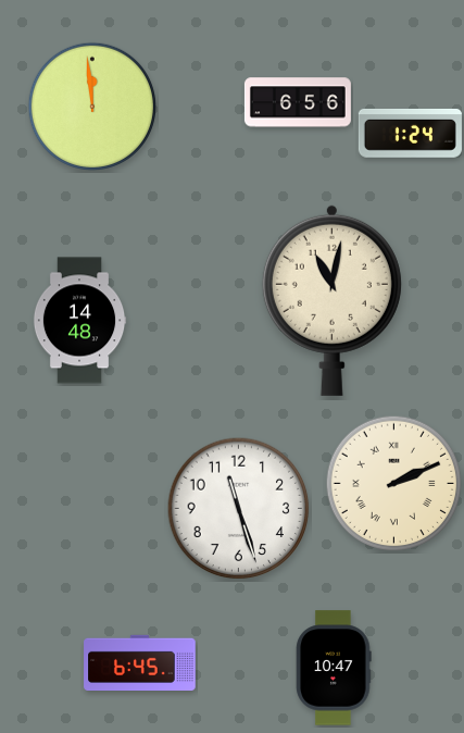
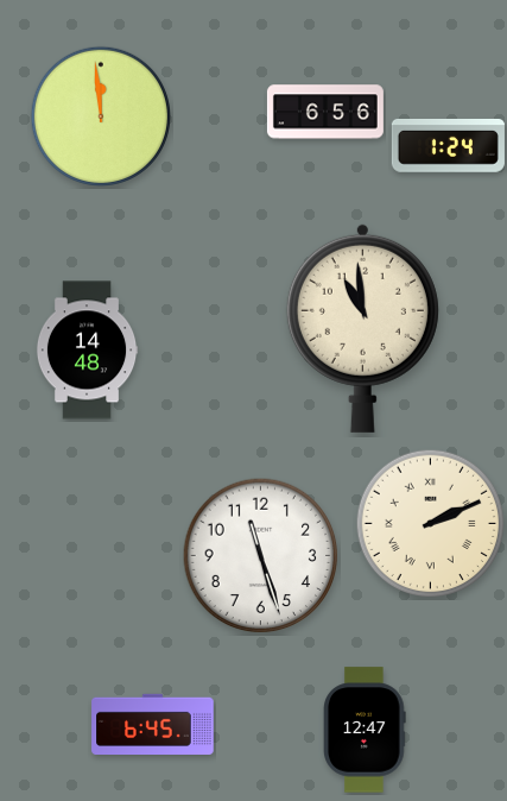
clock at (331, 300): 11:02 -> 10:59
clock at (394, 484) position: (394, 484) -> (431, 524)
clock at (334, 668): 10:47 -> 12:47
